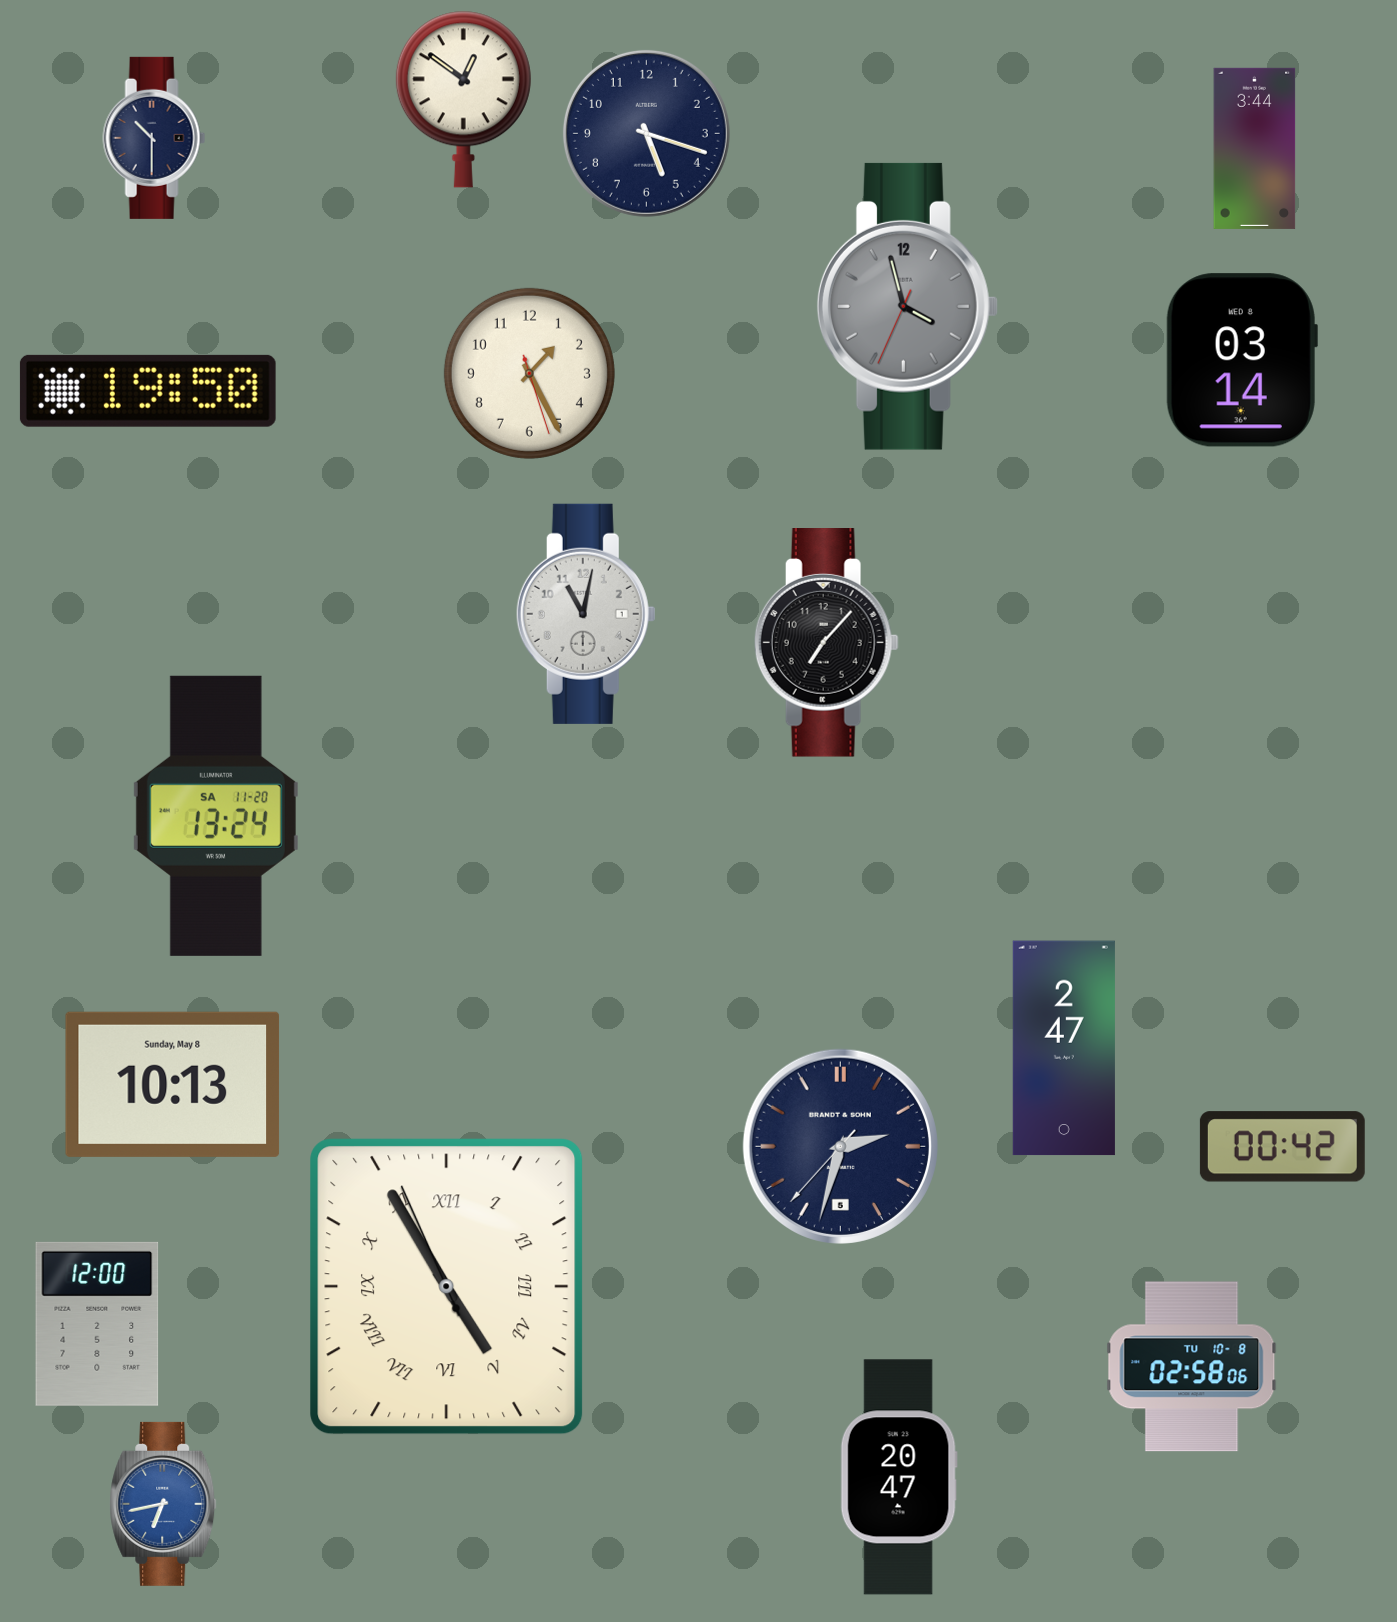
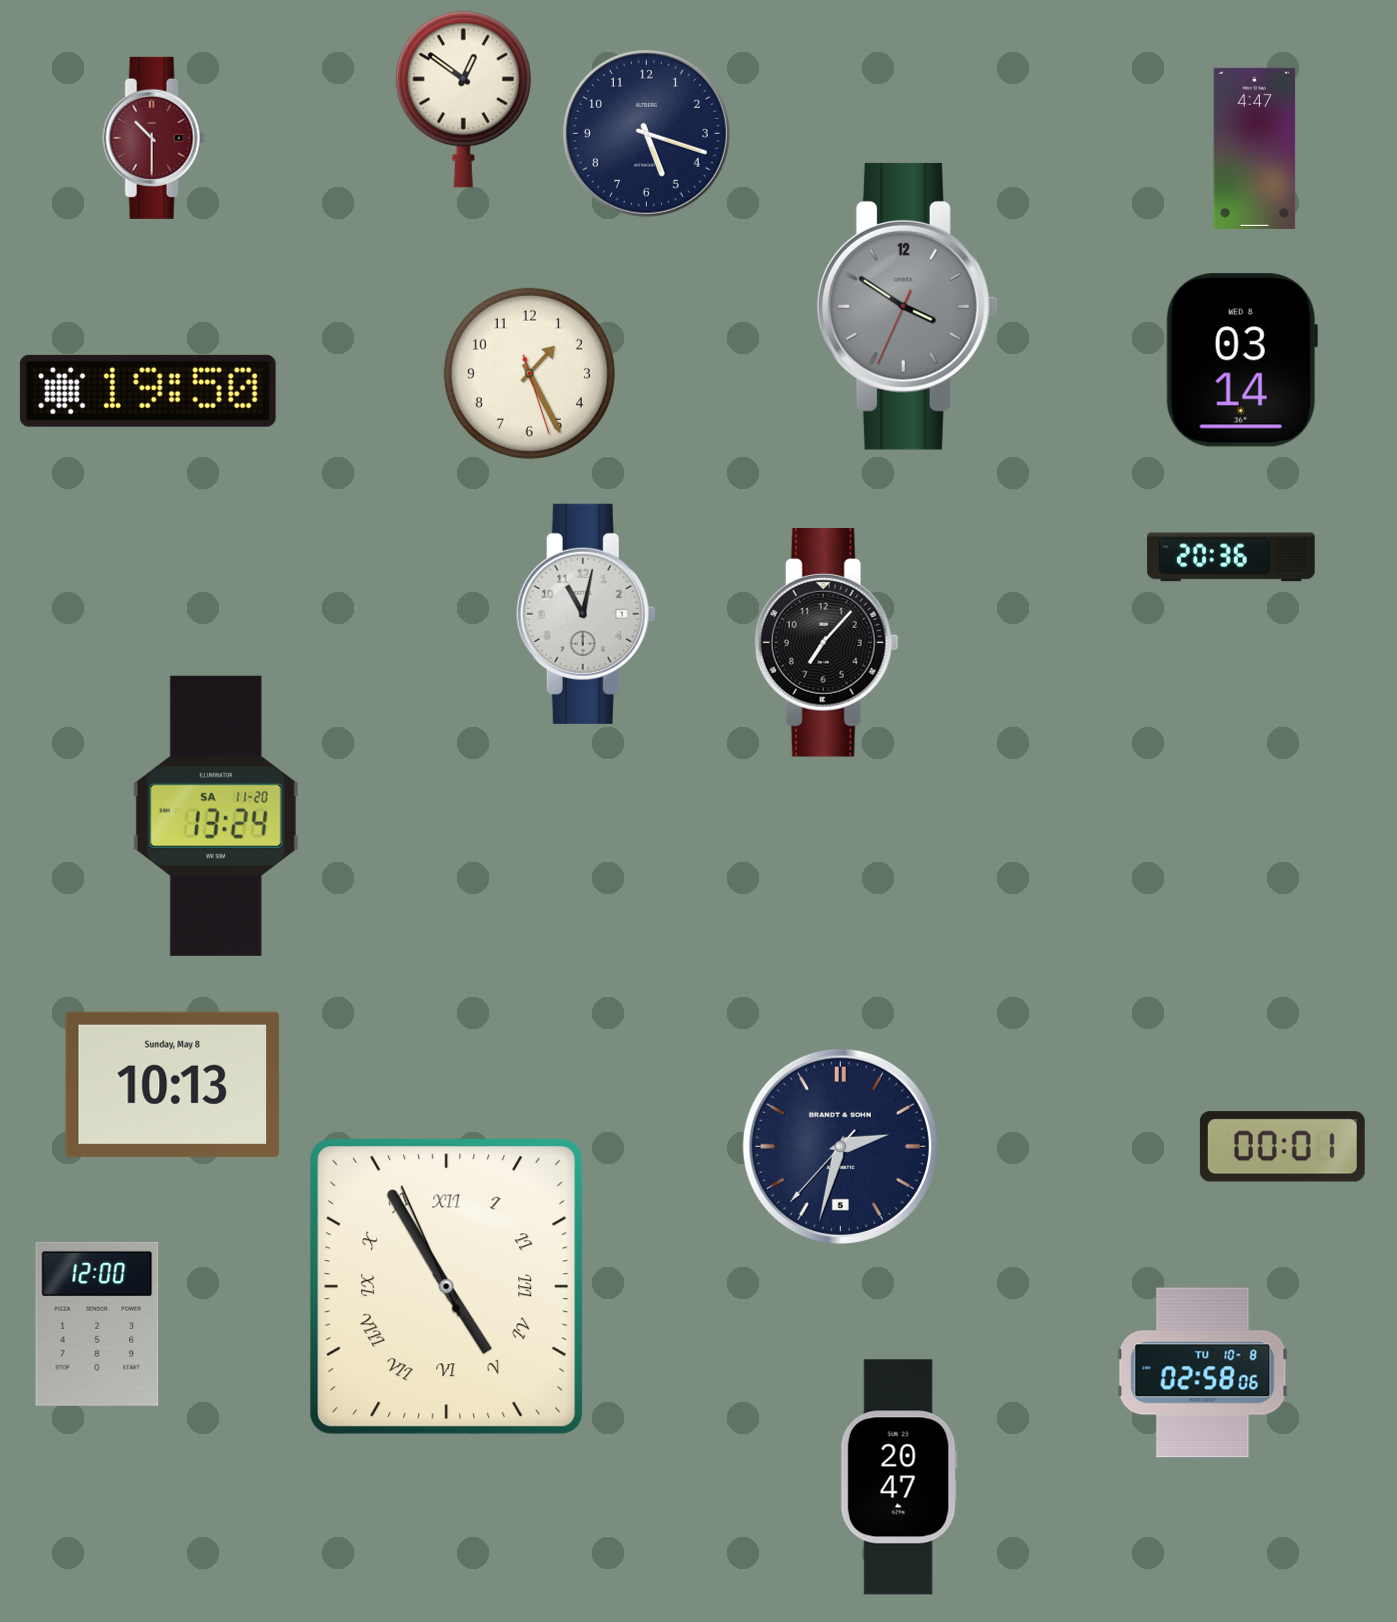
clock at (154, 138) dial: navy -> burgundy
clock at (1255, 148): 3:44 -> 4:47
clock at (907, 306): 3:57 -> 3:50
clock at (1231, 557): none -> 20:36
clock at (1064, 1048): 2:47 -> none
clock at (1282, 1147): 00:42 -> 00:01
clock at (1192, 1367) position: (1192, 1367) -> (1203, 1373)
clock at (163, 1504): 6:43 -> none
